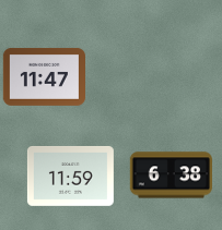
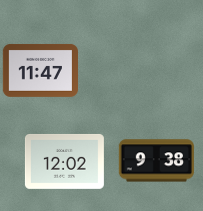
clock at (70, 175): 11:59 -> 12:02
clock at (171, 175): 6:38 -> 9:38
